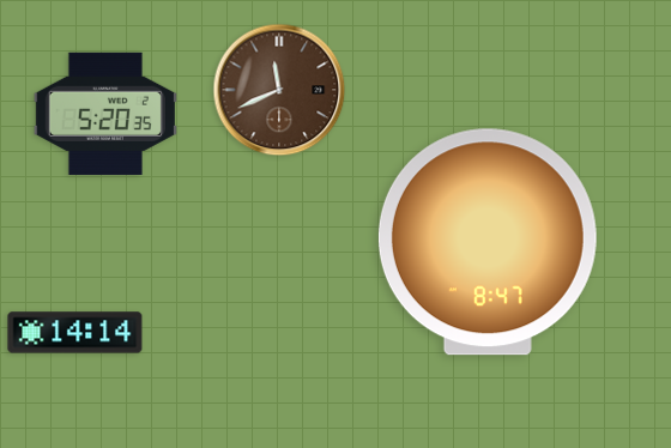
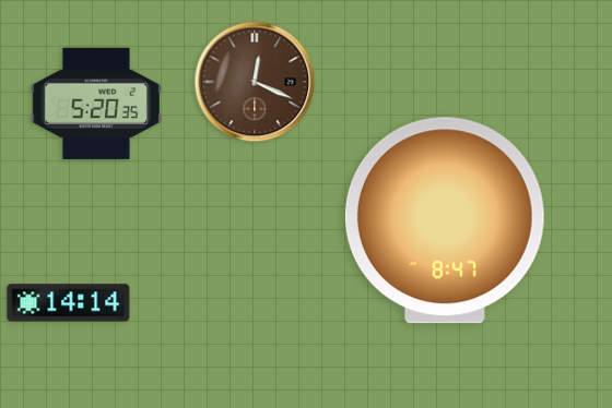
clock at (279, 90): 11:41 -> 12:19
